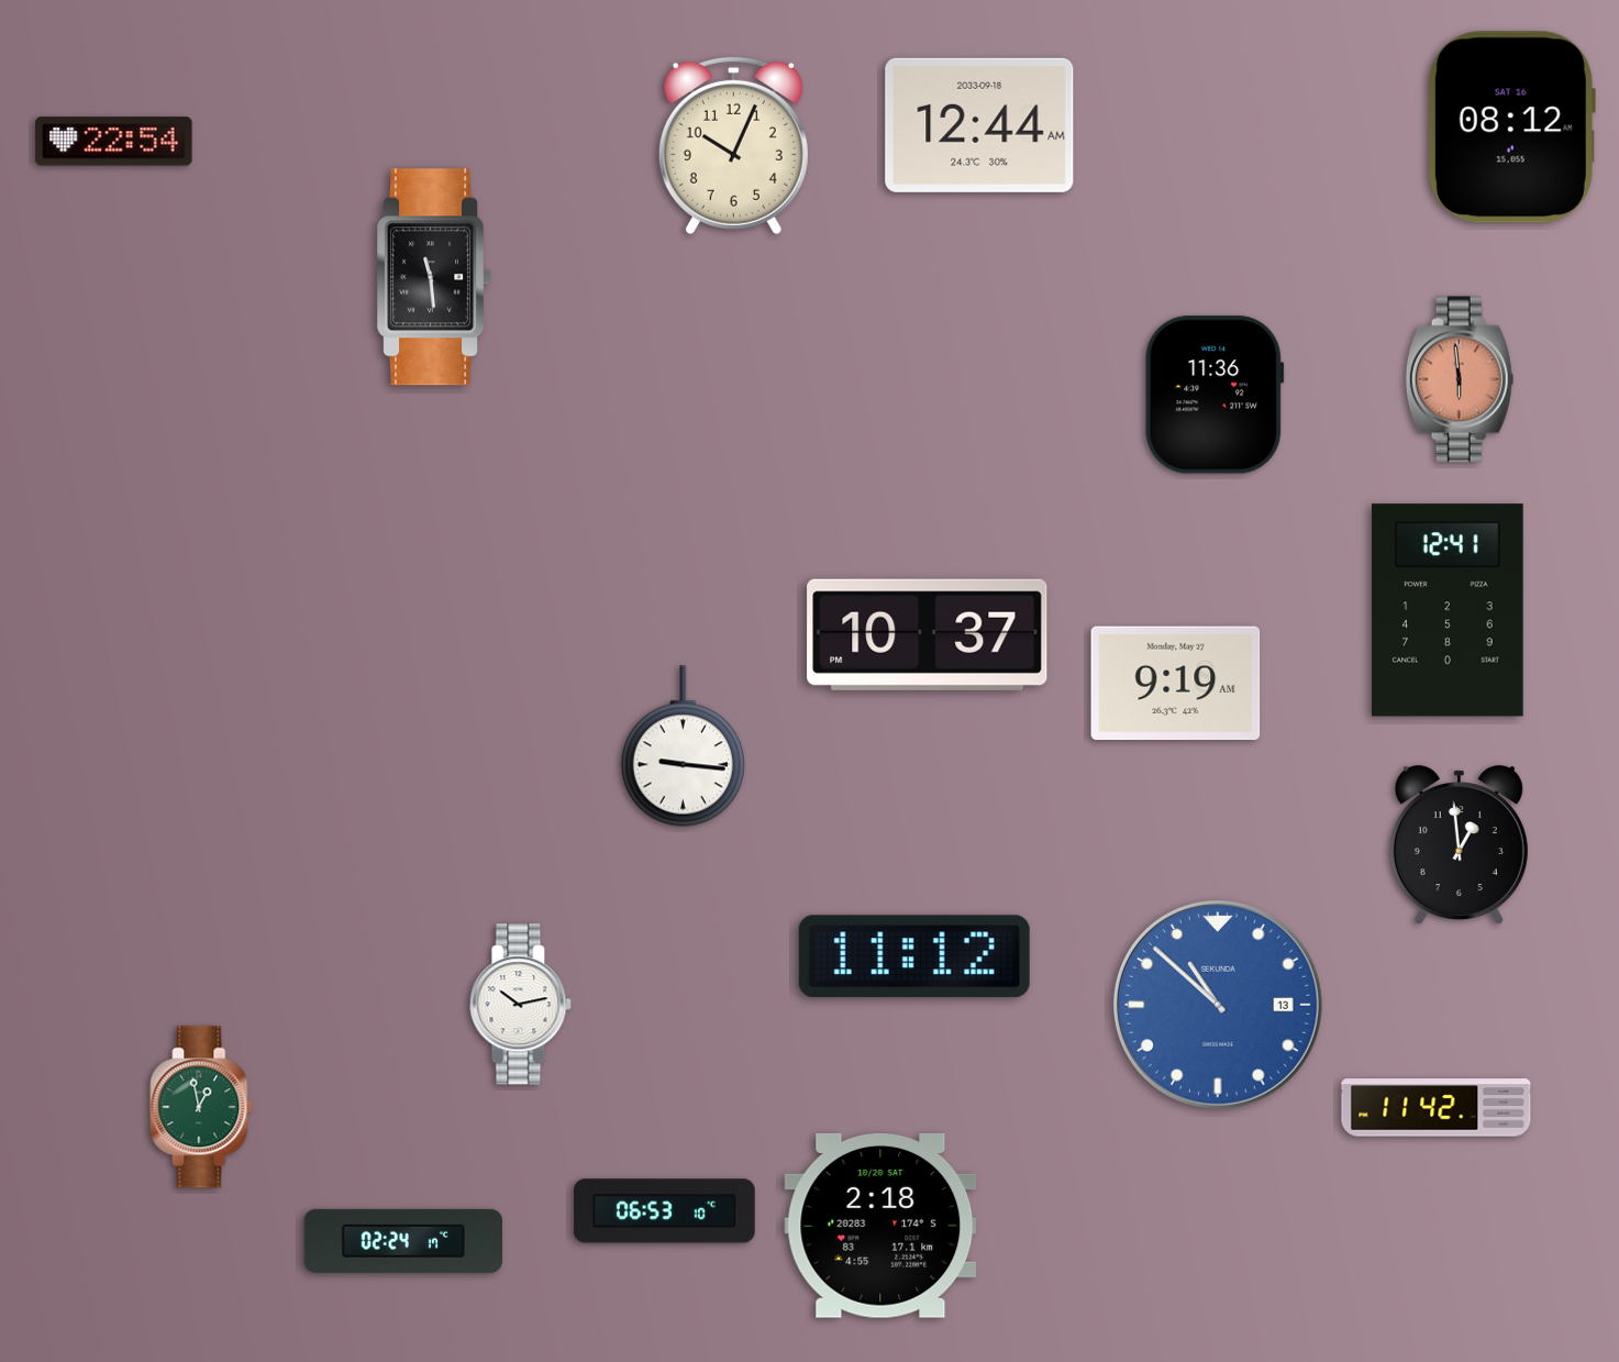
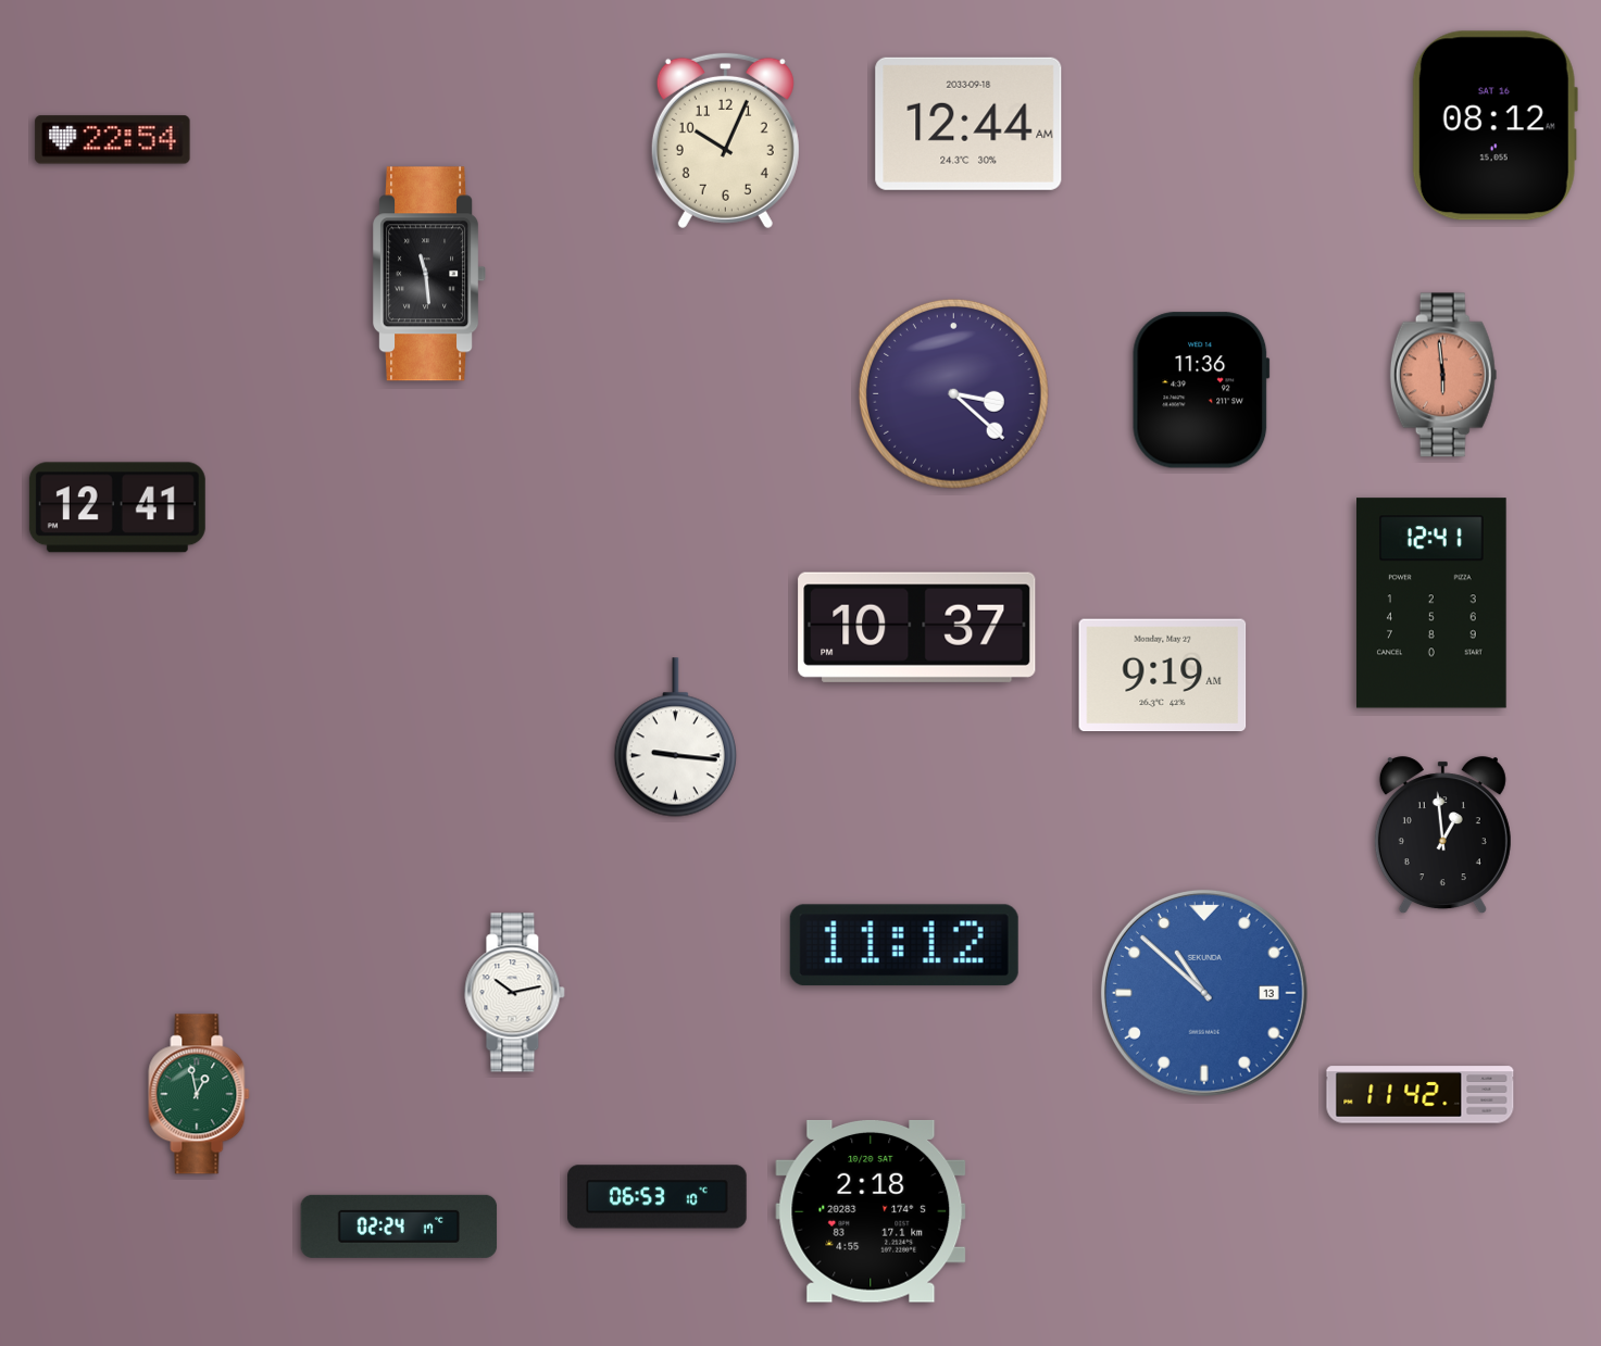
clock at (733, 145) position: (733, 145) -> (725, 140)
clock at (953, 393): none -> 3:22
clock at (117, 507): none -> 12:41
